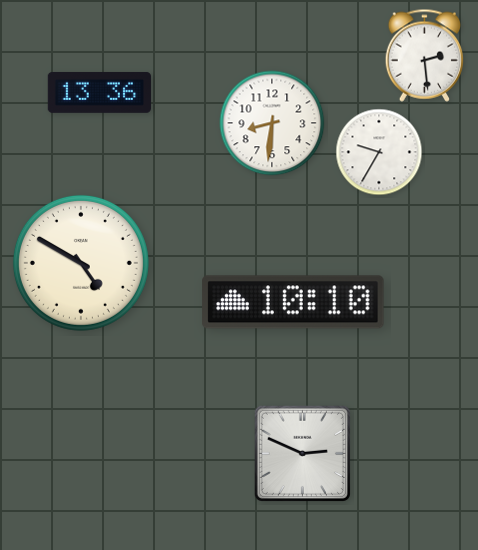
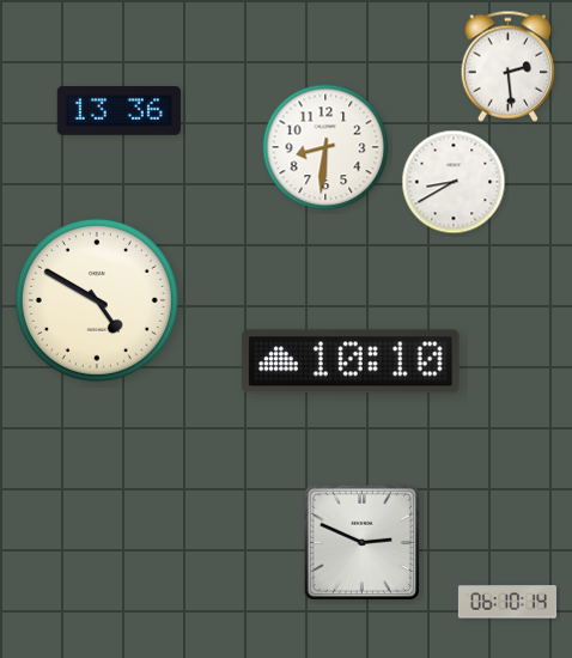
clock at (379, 152): 9:35 -> 8:40
clock at (81, 263) position: (81, 263) -> (97, 300)
clock at (507, 602): none -> 06:10
